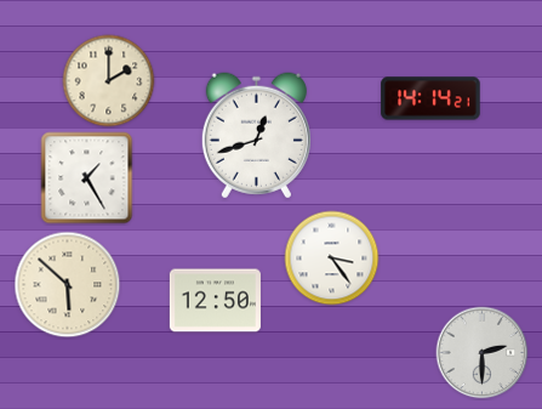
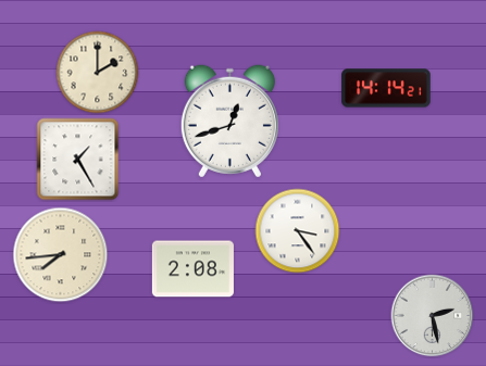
clock at (68, 285): 5:52 -> 7:44
clock at (215, 301): 12:50 -> 2:08
clock at (483, 353): 2:30 -> 2:28
